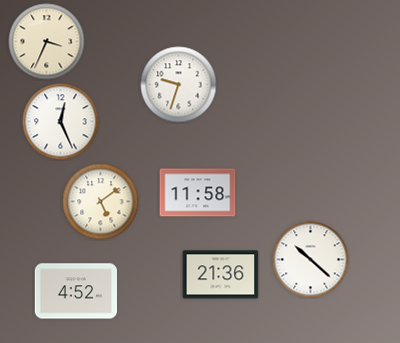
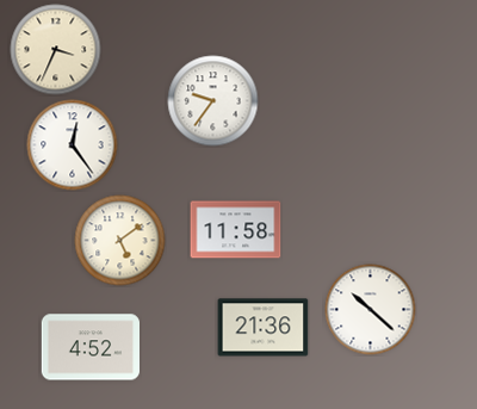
clock at (179, 85): 9:33 -> 9:36
clock at (61, 122): 12:26 -> 12:24
